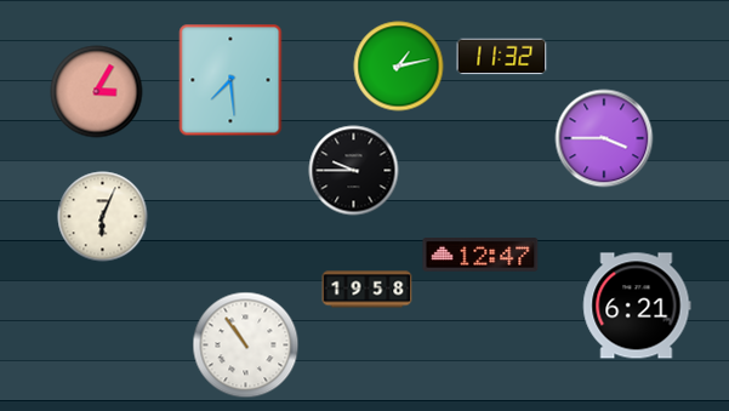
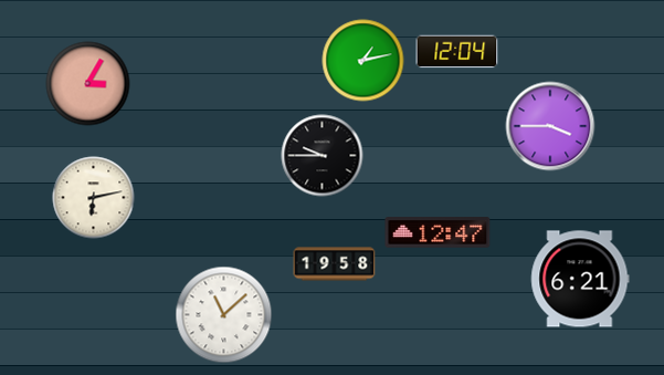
clock at (502, 57): 11:32 -> 12:04
clock at (230, 80): 7:29 -> none
clock at (103, 217): 6:04 -> 6:13
clock at (246, 346): 10:54 -> 11:08
